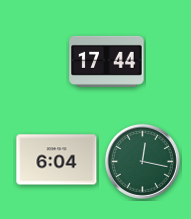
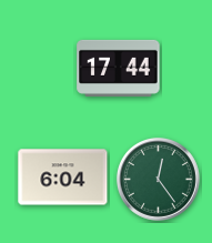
clock at (142, 161): 12:17 -> 12:24
